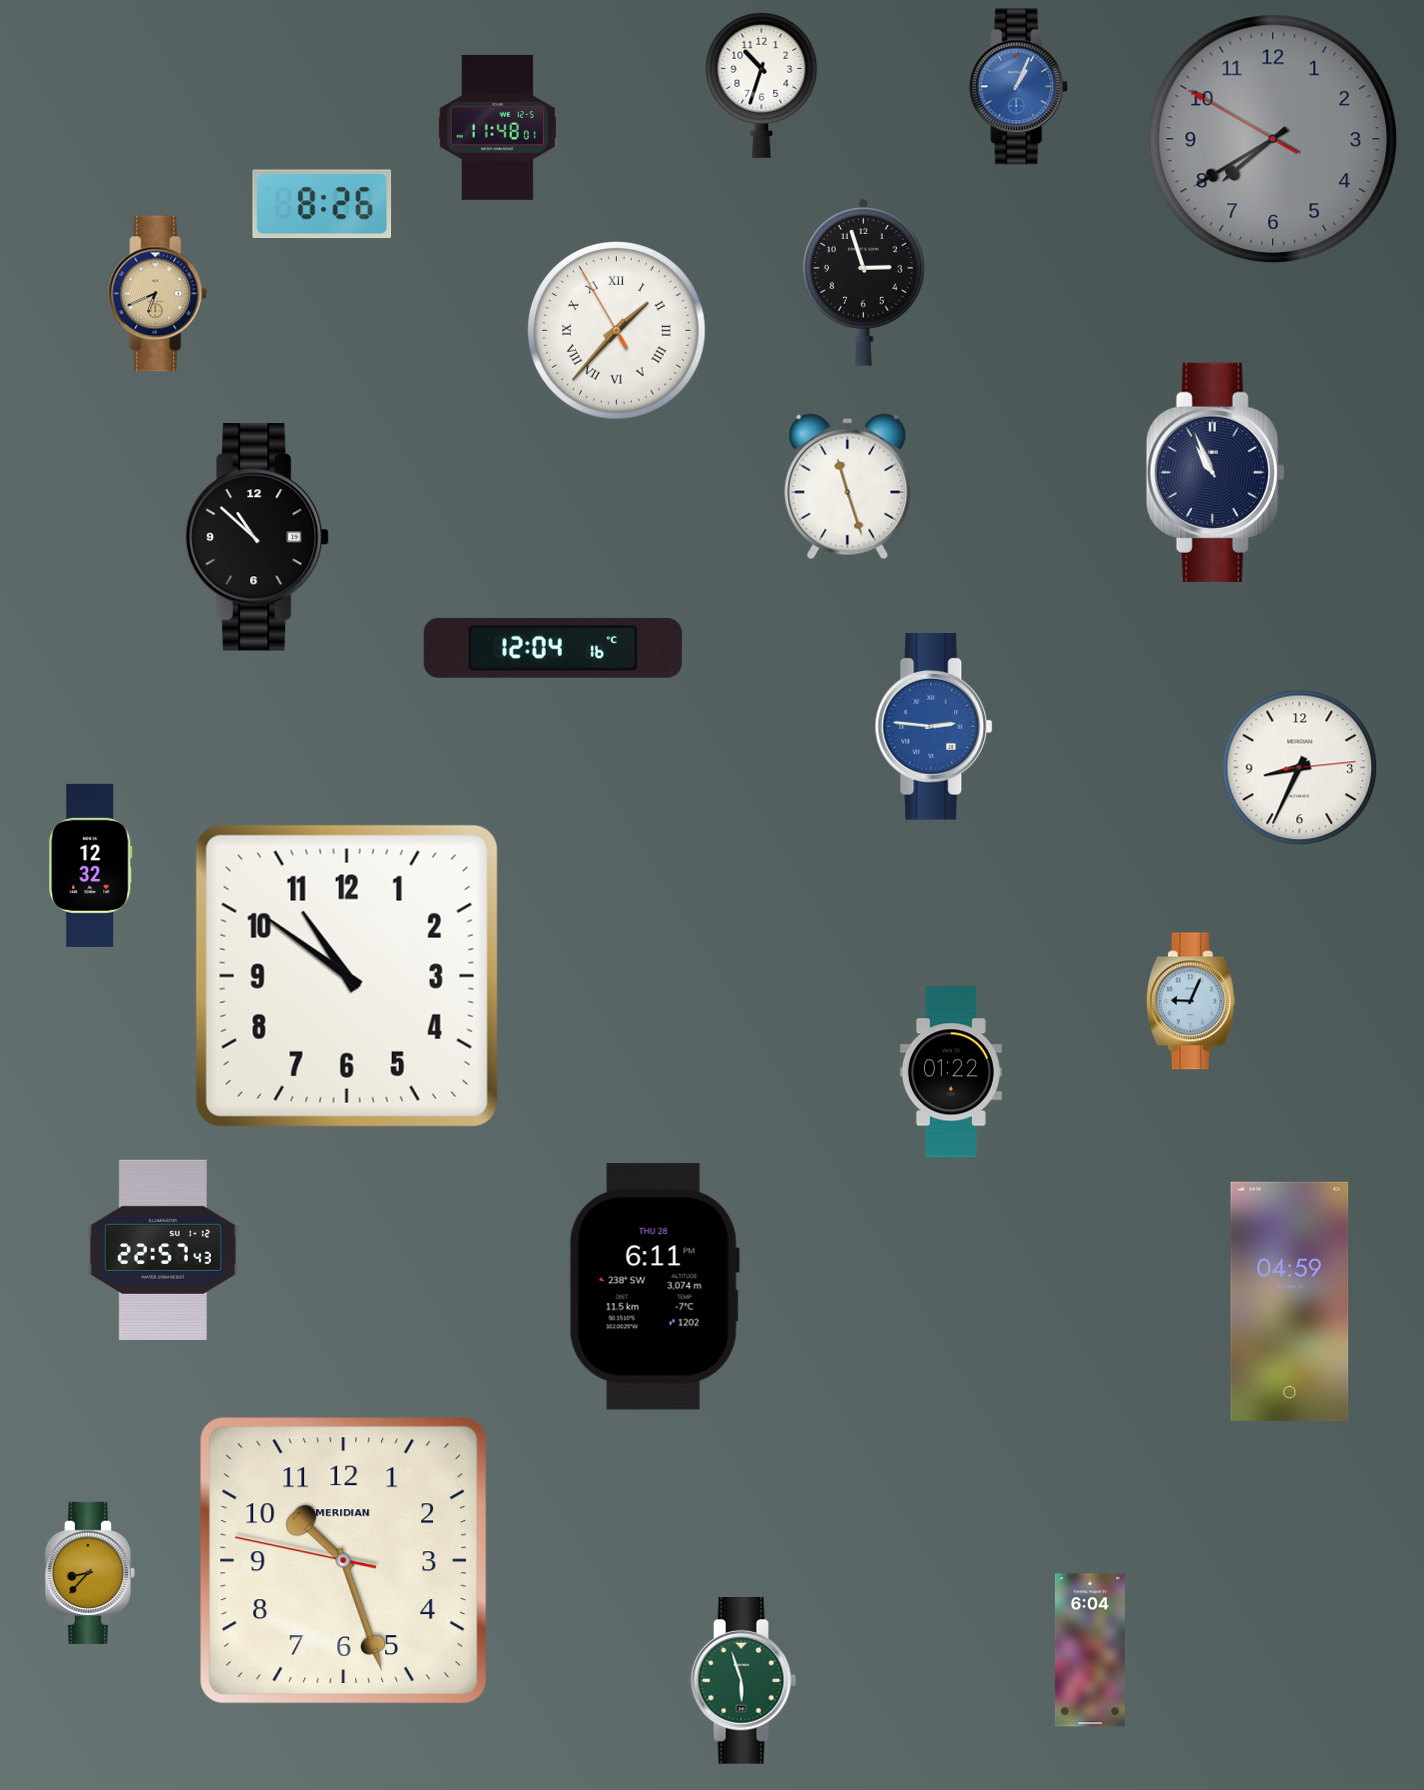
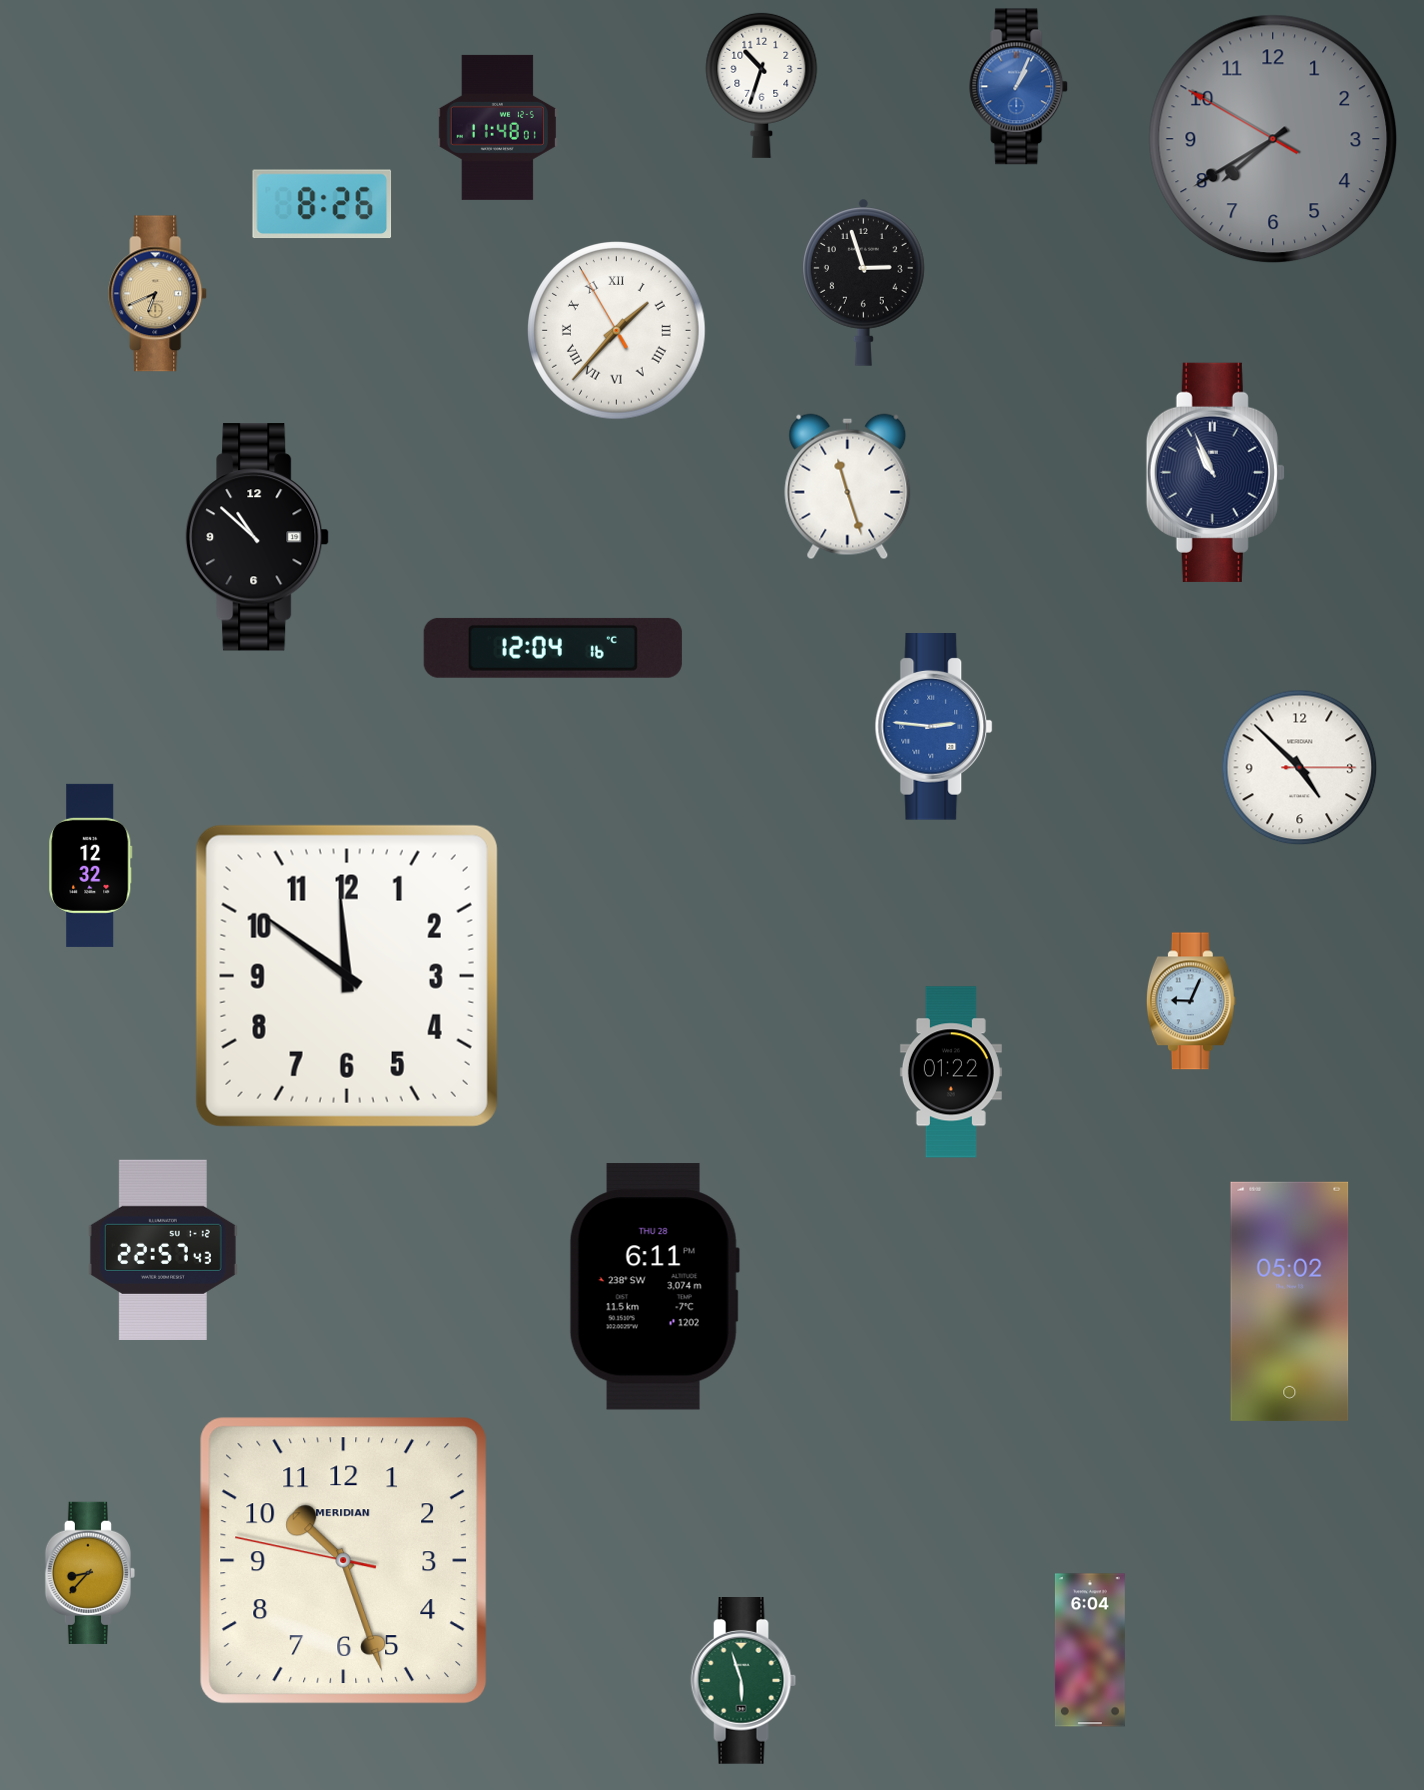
clock at (1300, 768): 8:34 -> 4:52
clock at (347, 976): 10:51 -> 11:51
clock at (1290, 1301): 04:59 -> 05:02
